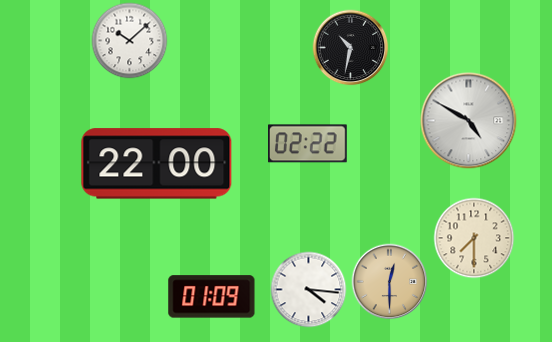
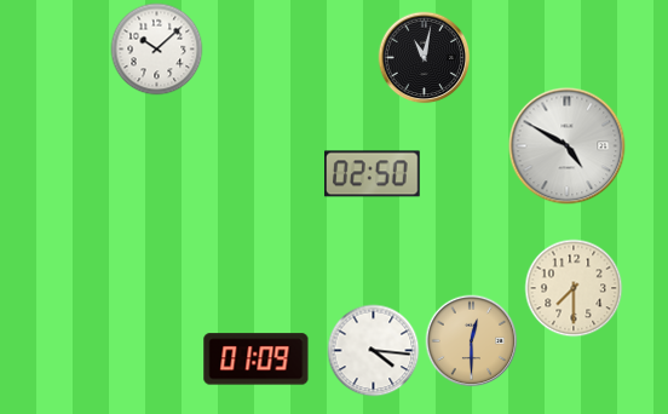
clock at (351, 48): 10:32 -> 11:02
clock at (308, 144): 02:22 -> 02:50
clock at (157, 164): 22:00 -> none
